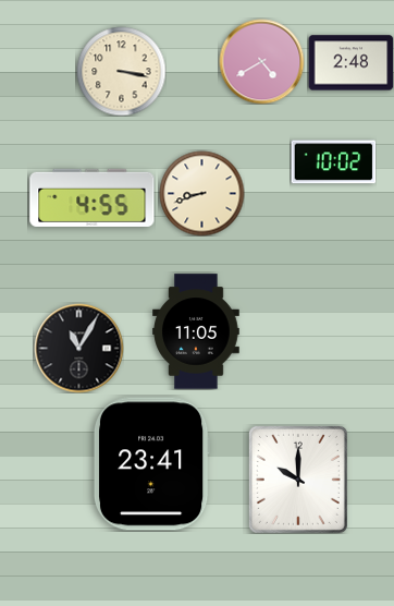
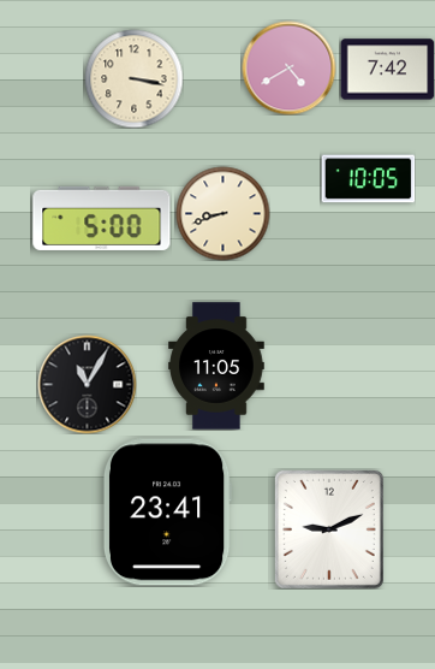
clock at (350, 63): 2:48 -> 7:42
clock at (333, 162): 10:02 -> 10:05
clock at (93, 197): 4:55 -> 5:00
clock at (298, 480): 10:00 -> 9:11
